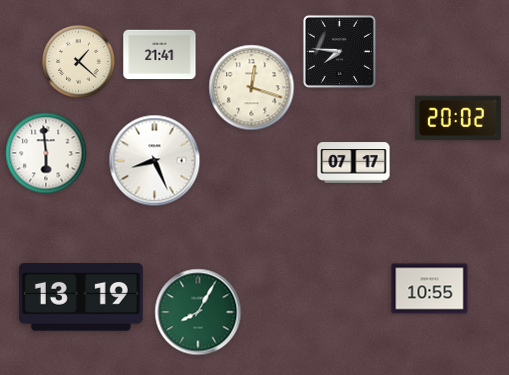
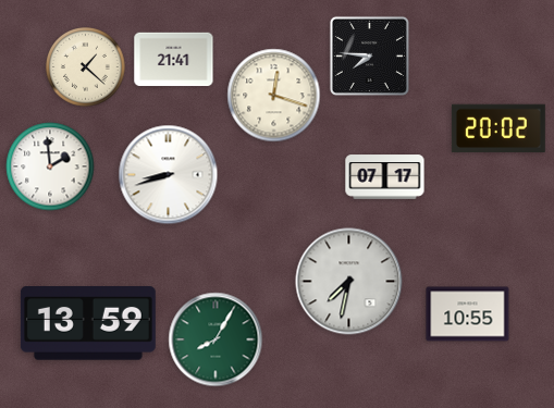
clock at (46, 153): 5:59 -> 1:59
clock at (155, 161): 8:26 -> 8:42
clock at (349, 282): none -> 7:32
clock at (81, 298): 13:19 -> 13:59
